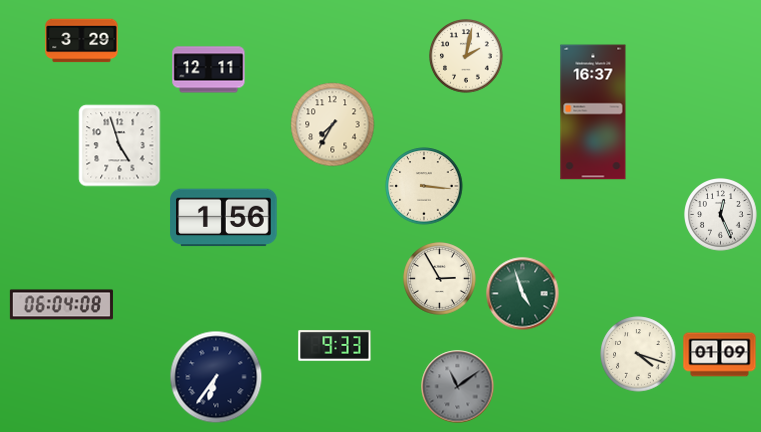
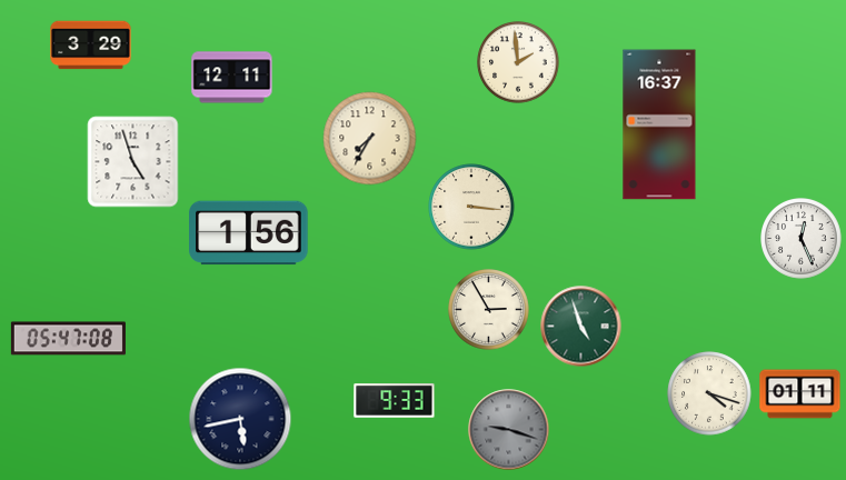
clock at (466, 56): 2:02 -> 1:59
clock at (224, 218) position: (224, 218) -> (249, 233)
clock at (61, 305): 06:04 -> 05:47
clock at (335, 346) position: (335, 346) -> (395, 401)
clock at (720, 355): 01:09 -> 01:11
clock at (216, 377): 6:36 -> 5:43
clock at (458, 387): 11:09 -> 9:18
